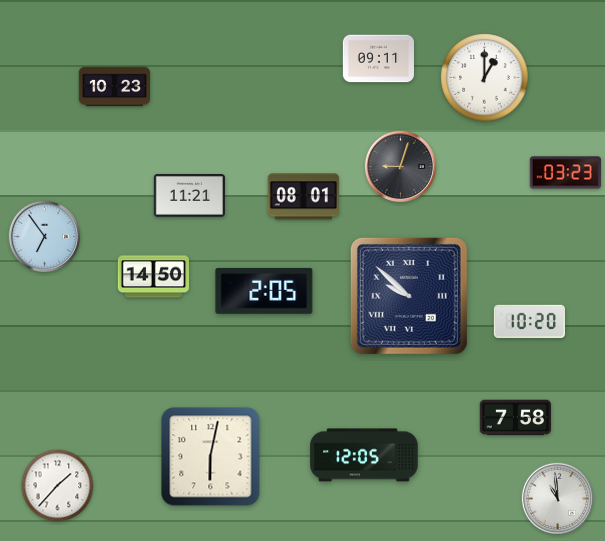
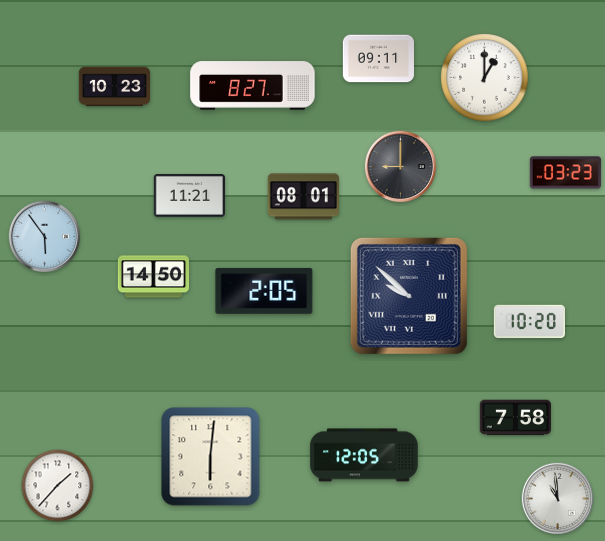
clock at (253, 86): none -> 8:27
clock at (400, 166): 9:03 -> 9:00
clock at (44, 236): 6:54 -> 5:54
clock at (211, 457): 6:02 -> 6:01
